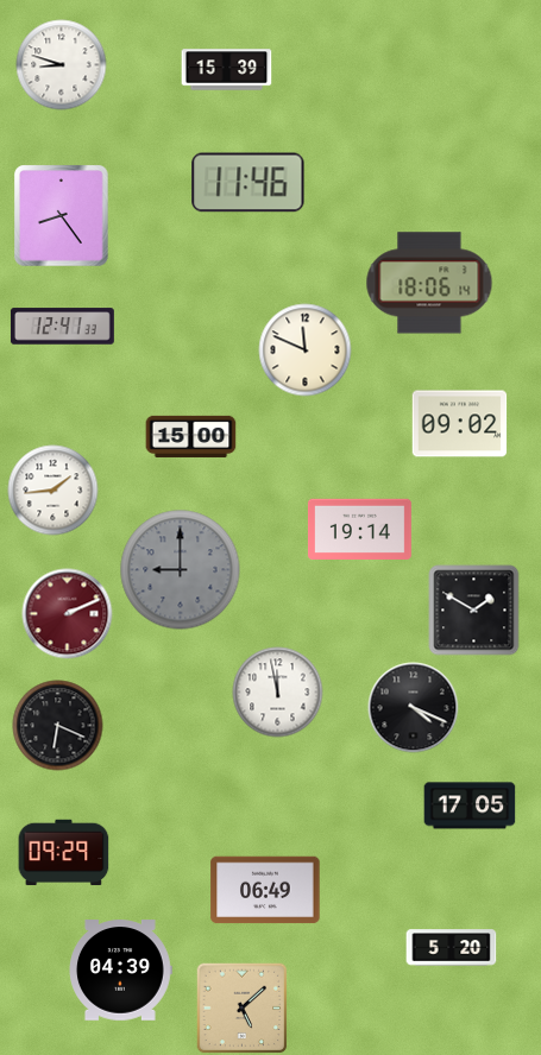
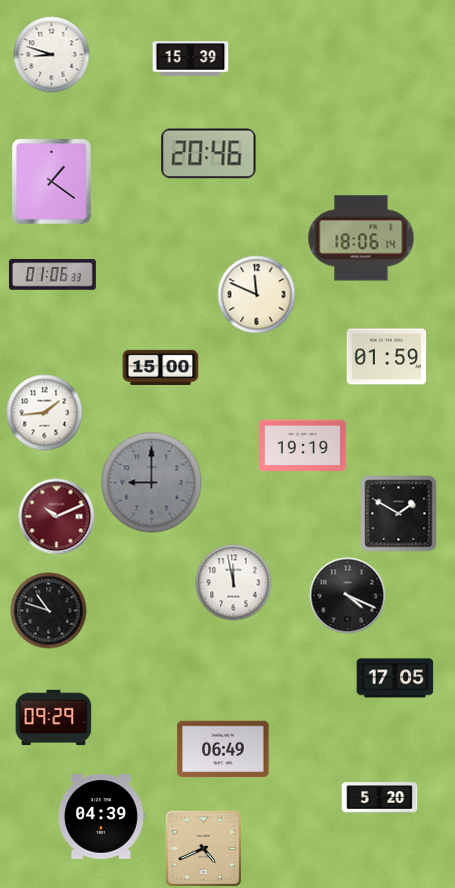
clock at (249, 183): 11:46 -> 20:46
clock at (62, 216): 8:24 -> 1:21
clock at (62, 327): 12:41 -> 01:06
clock at (460, 424): 09:02 -> 01:59
clock at (359, 529): 19:14 -> 19:19
clock at (181, 570) position: (181, 570) -> (152, 483)
clock at (68, 614): 2:11 -> 10:11
clock at (58, 726): 6:19 -> 10:48
clock at (241, 1007): 5:08 -> 4:41
